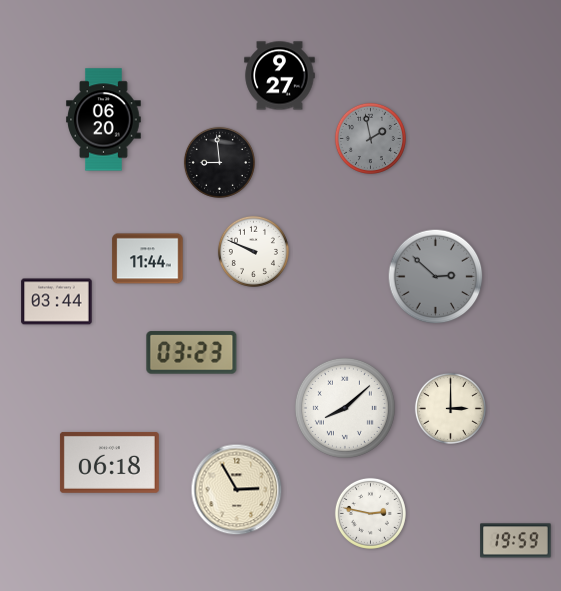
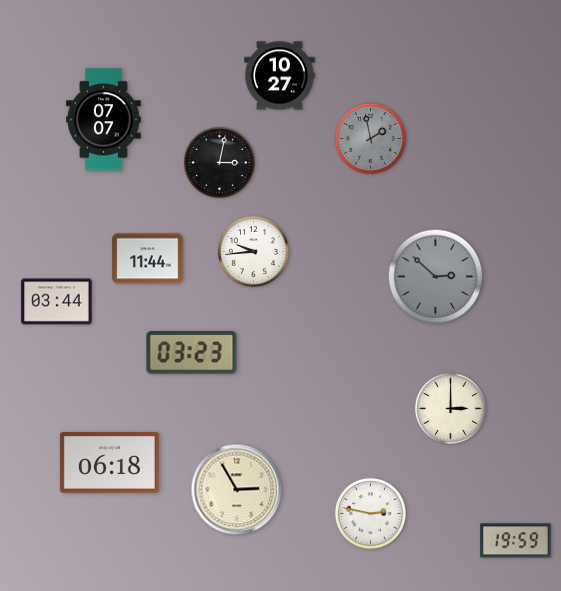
clock at (280, 76): 9:27 -> 10:27
clock at (104, 120): 06:20 -> 07:07
clock at (219, 162): 8:59 -> 3:02
clock at (253, 251): 9:49 -> 9:44
clock at (345, 408): 8:08 -> none
